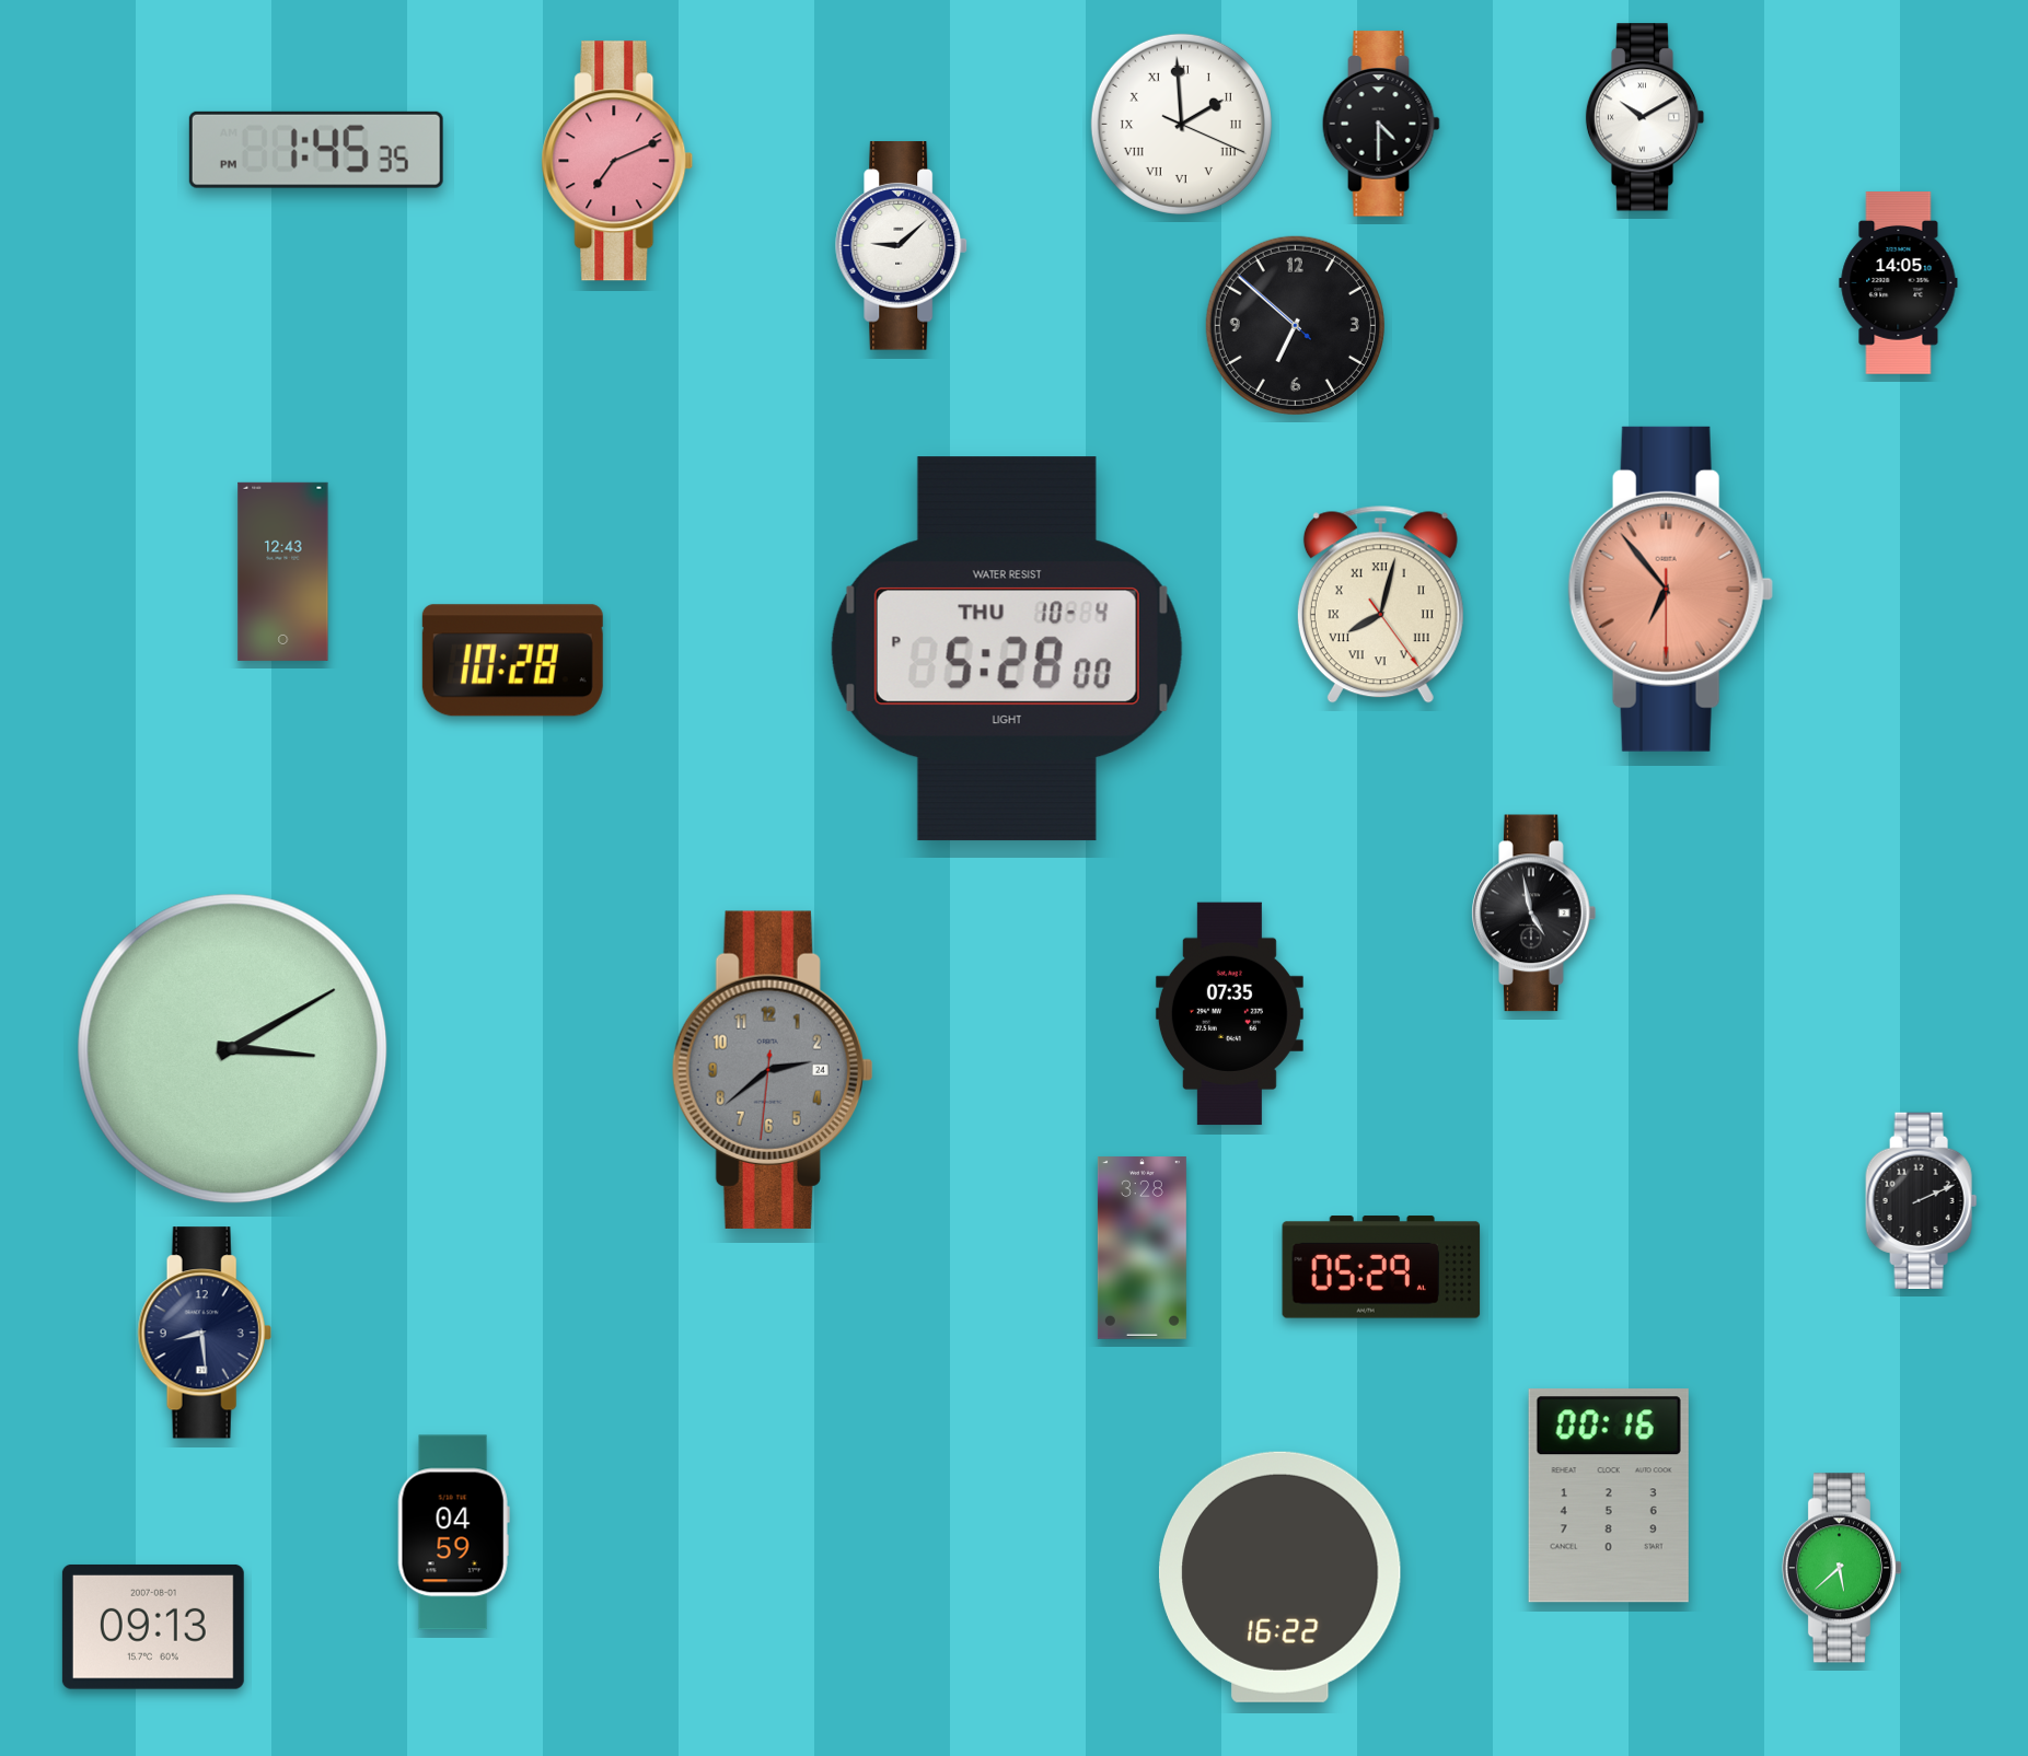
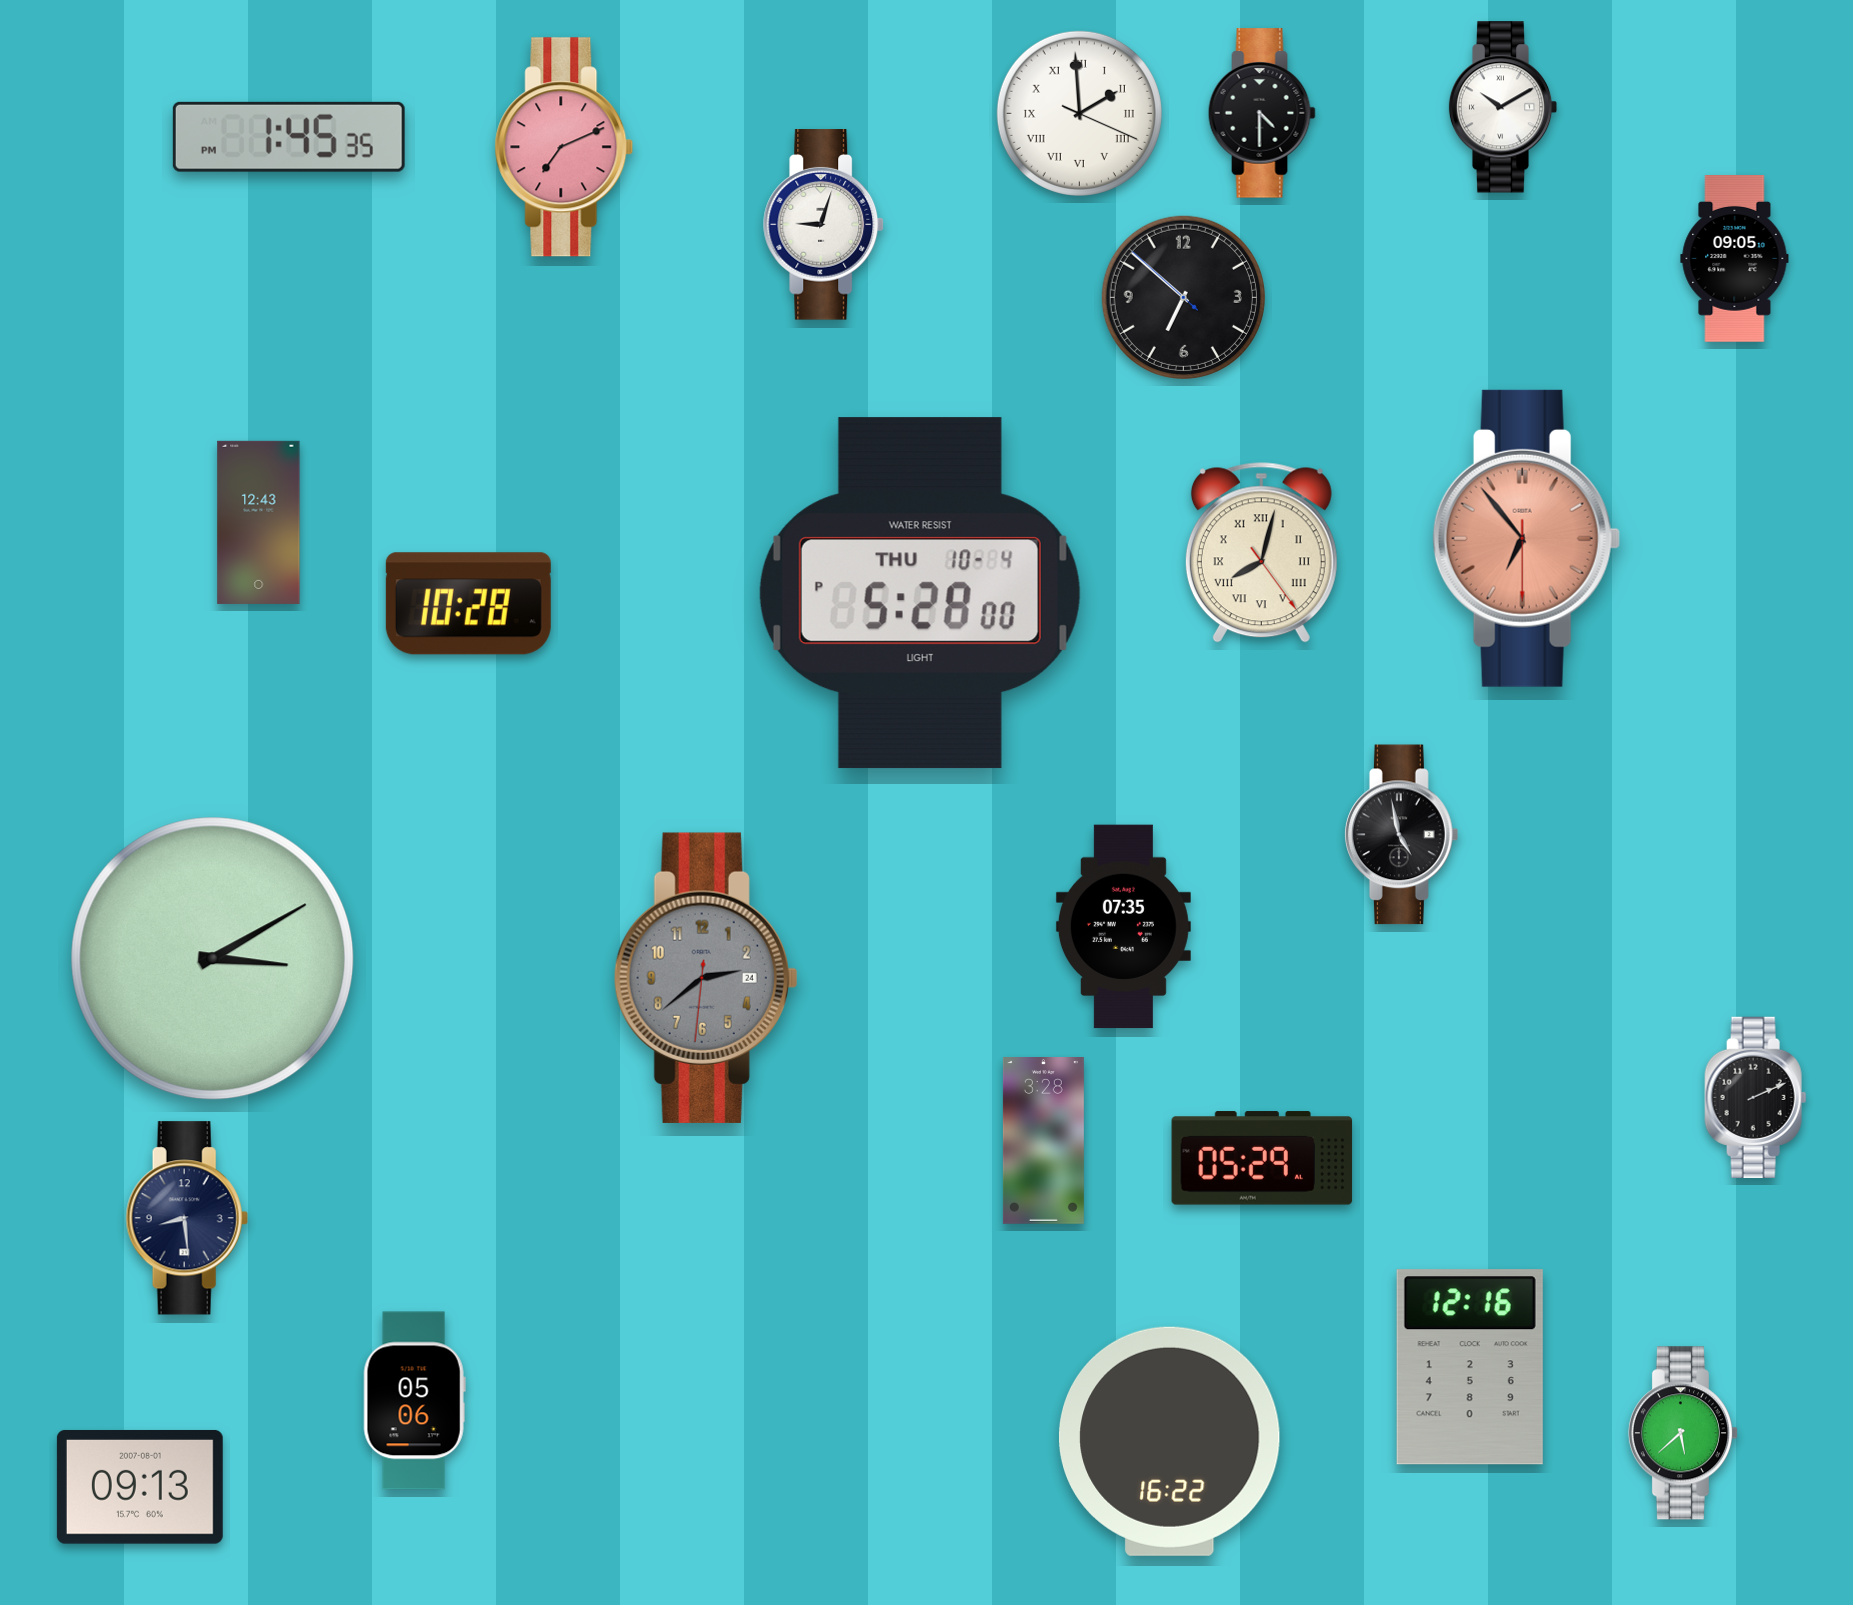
clock at (902, 246): 9:08 -> 9:03
clock at (1899, 283): 14:05 -> 09:05
clock at (1609, 1496): 00:16 -> 12:16
clock at (453, 1533): 04:59 -> 05:06
